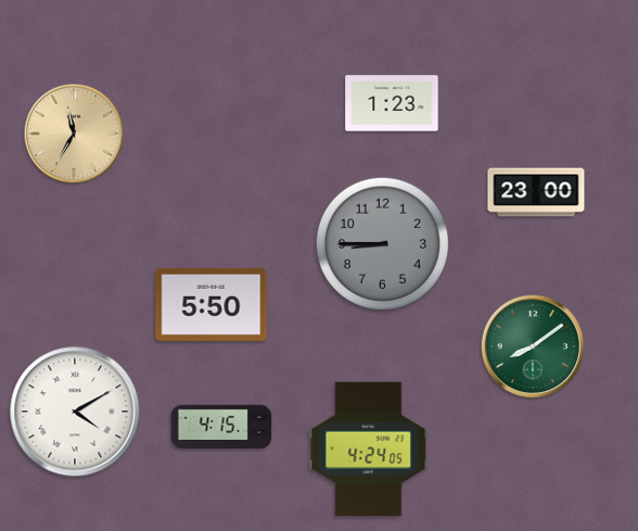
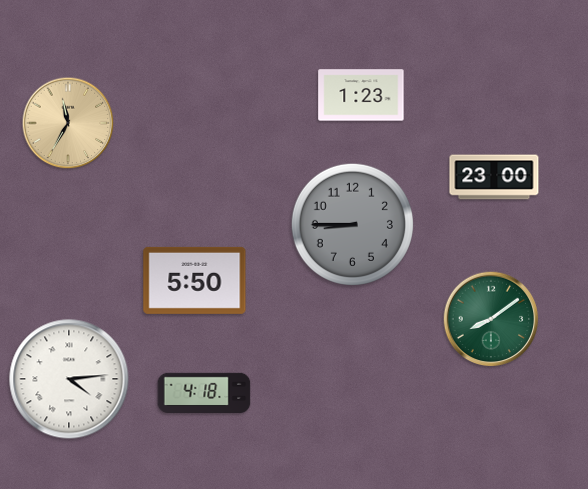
clock at (75, 412): 4:10 -> 4:14
clock at (221, 427): 4:15 -> 4:18
clock at (369, 450): 4:24 -> none
